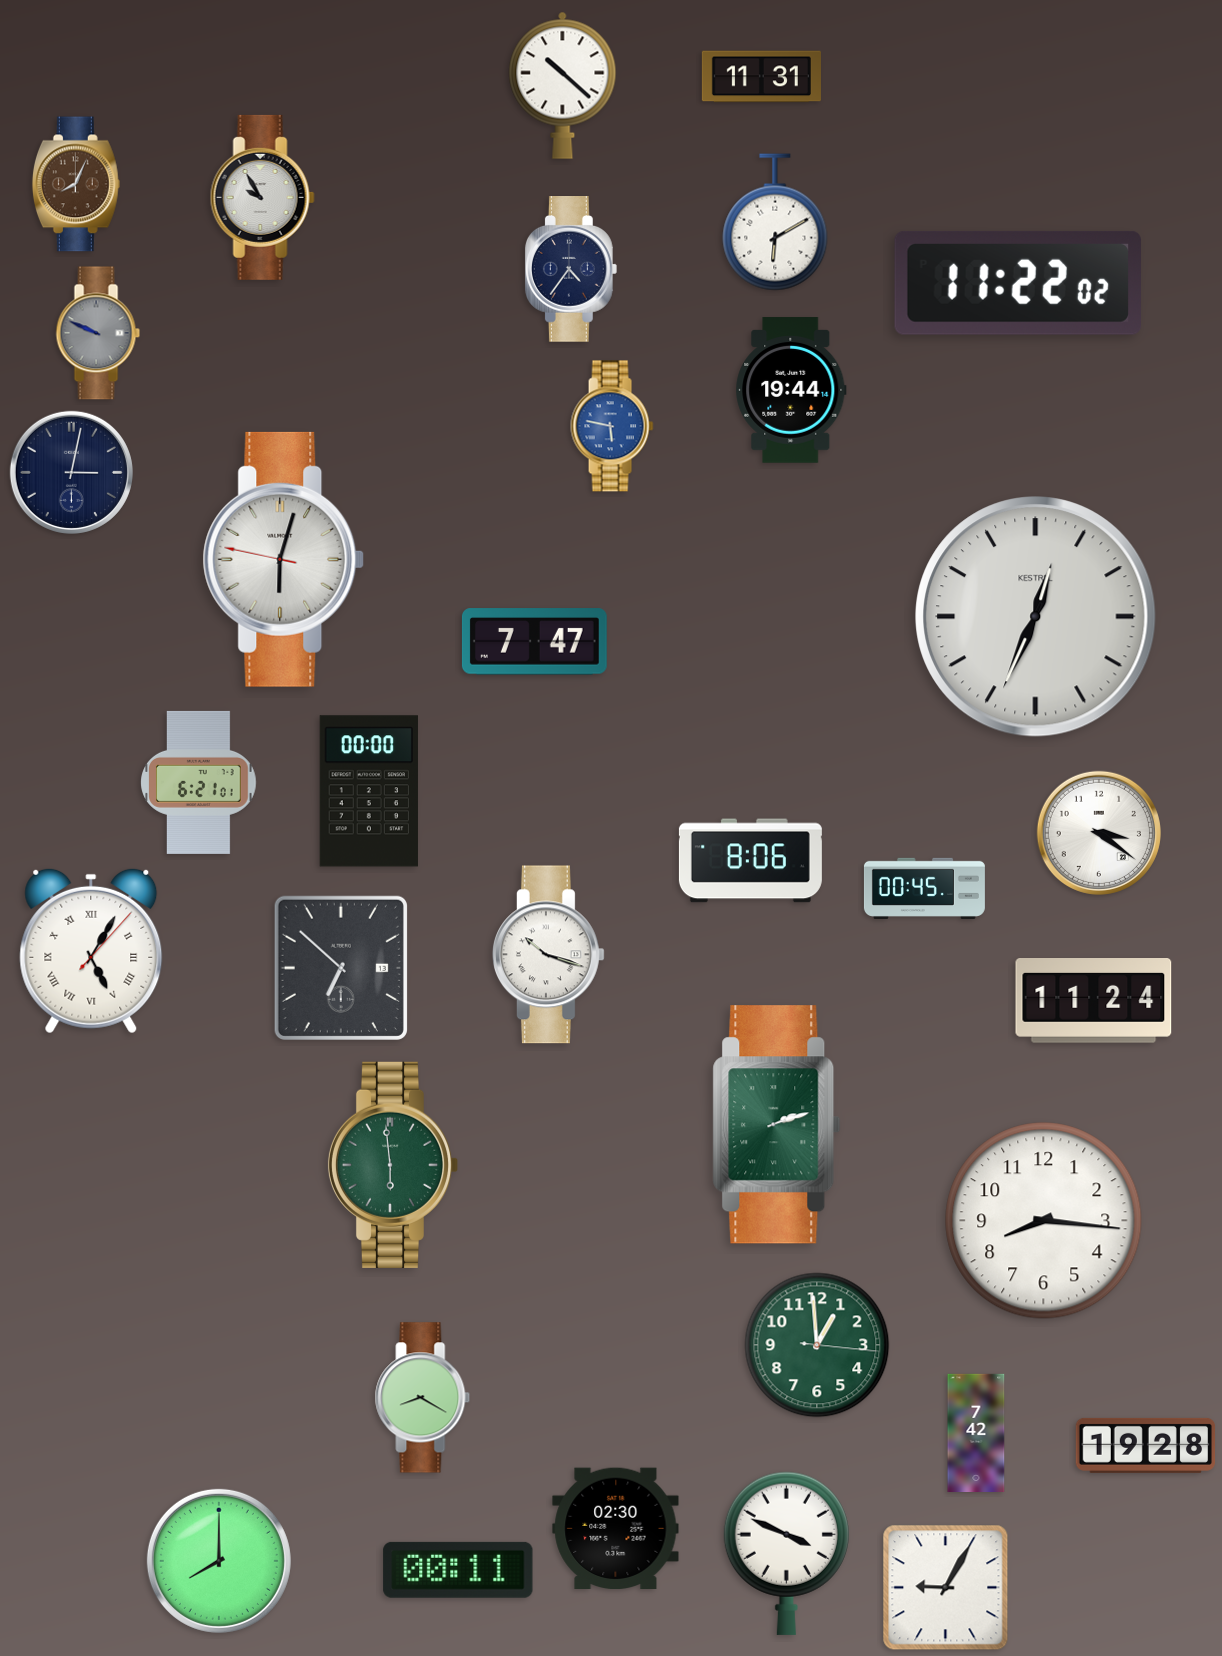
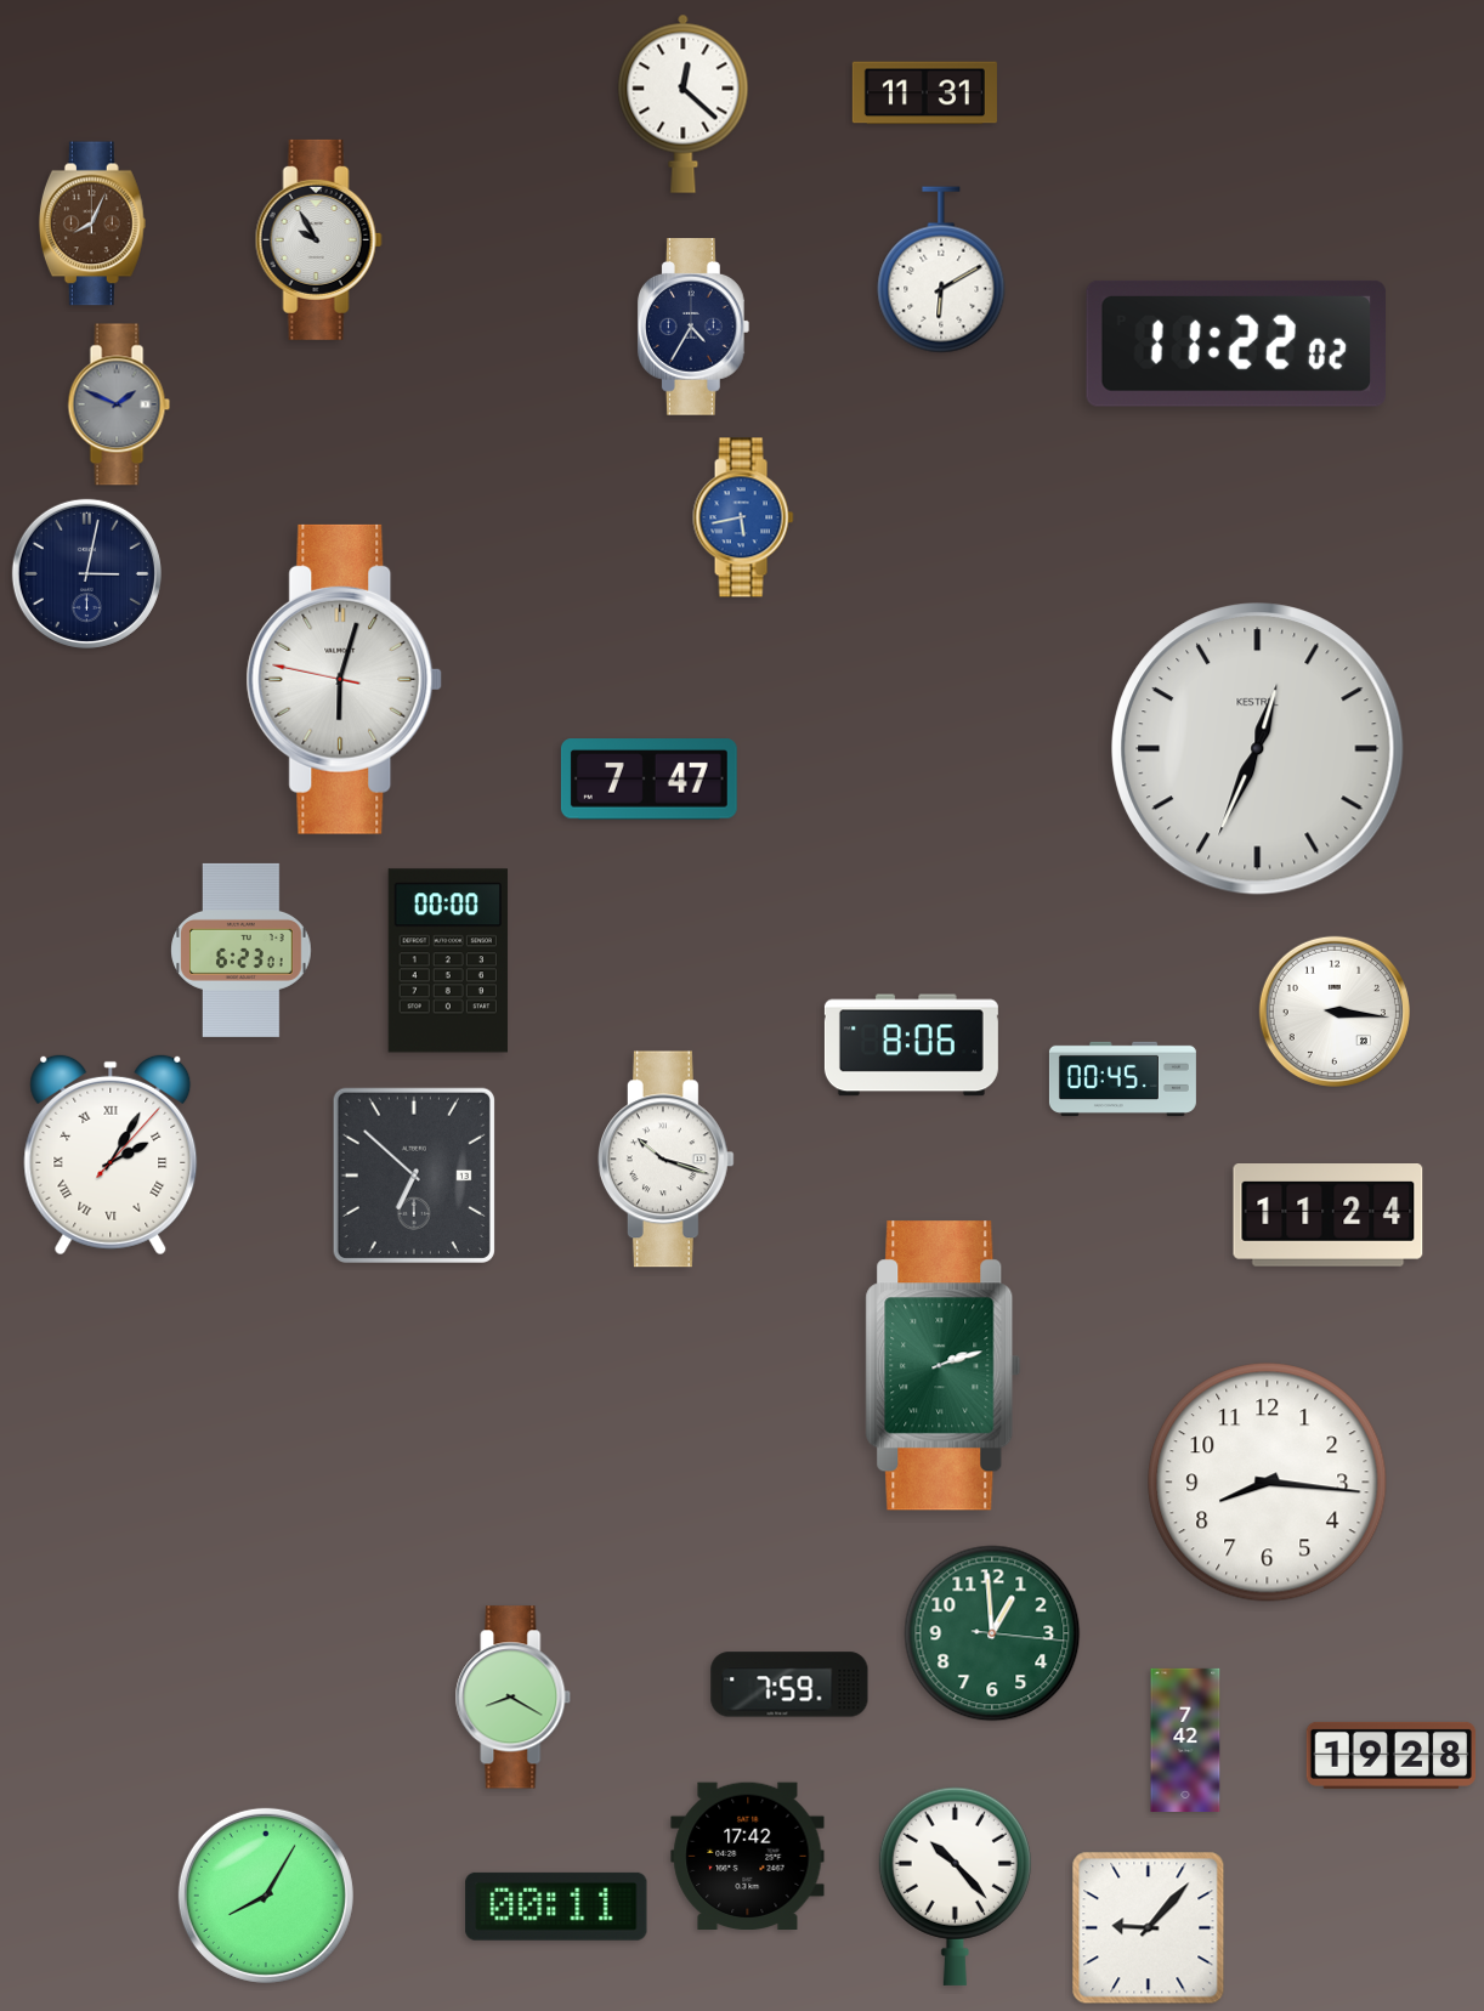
clock at (563, 85): 10:22 -> 12:22
clock at (571, 270): 4:36 -> 4:35
clock at (98, 333): 9:49 -> 1:49
clock at (791, 390): 19:44 -> none
clock at (612, 426): 5:47 -> 5:43
clock at (199, 782): 6:21 -> 6:23
clock at (1099, 833): 3:21 -> 3:16
clock at (91, 951): 5:05 -> 2:05
clock at (393, 1165): 5:59 -> none
clock at (789, 1684): none -> 7:59
clock at (616, 1528): 02:30 -> 17:42
clock at (786, 1553): 3:49 -> 10:23
clock at (219, 1561): 8:00 -> 8:05
clock at (946, 1588): 9:05 -> 9:07
